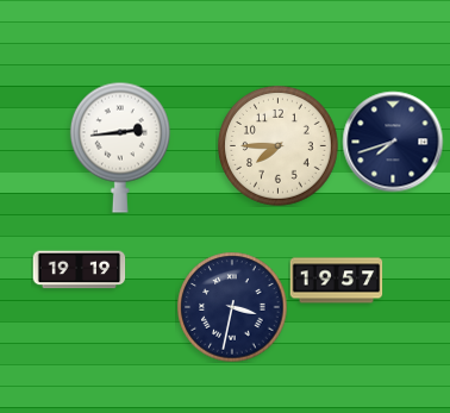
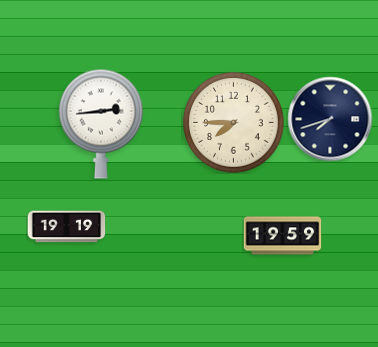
clock at (336, 281): 19:57 -> 19:59
clock at (232, 307): 3:32 -> none
